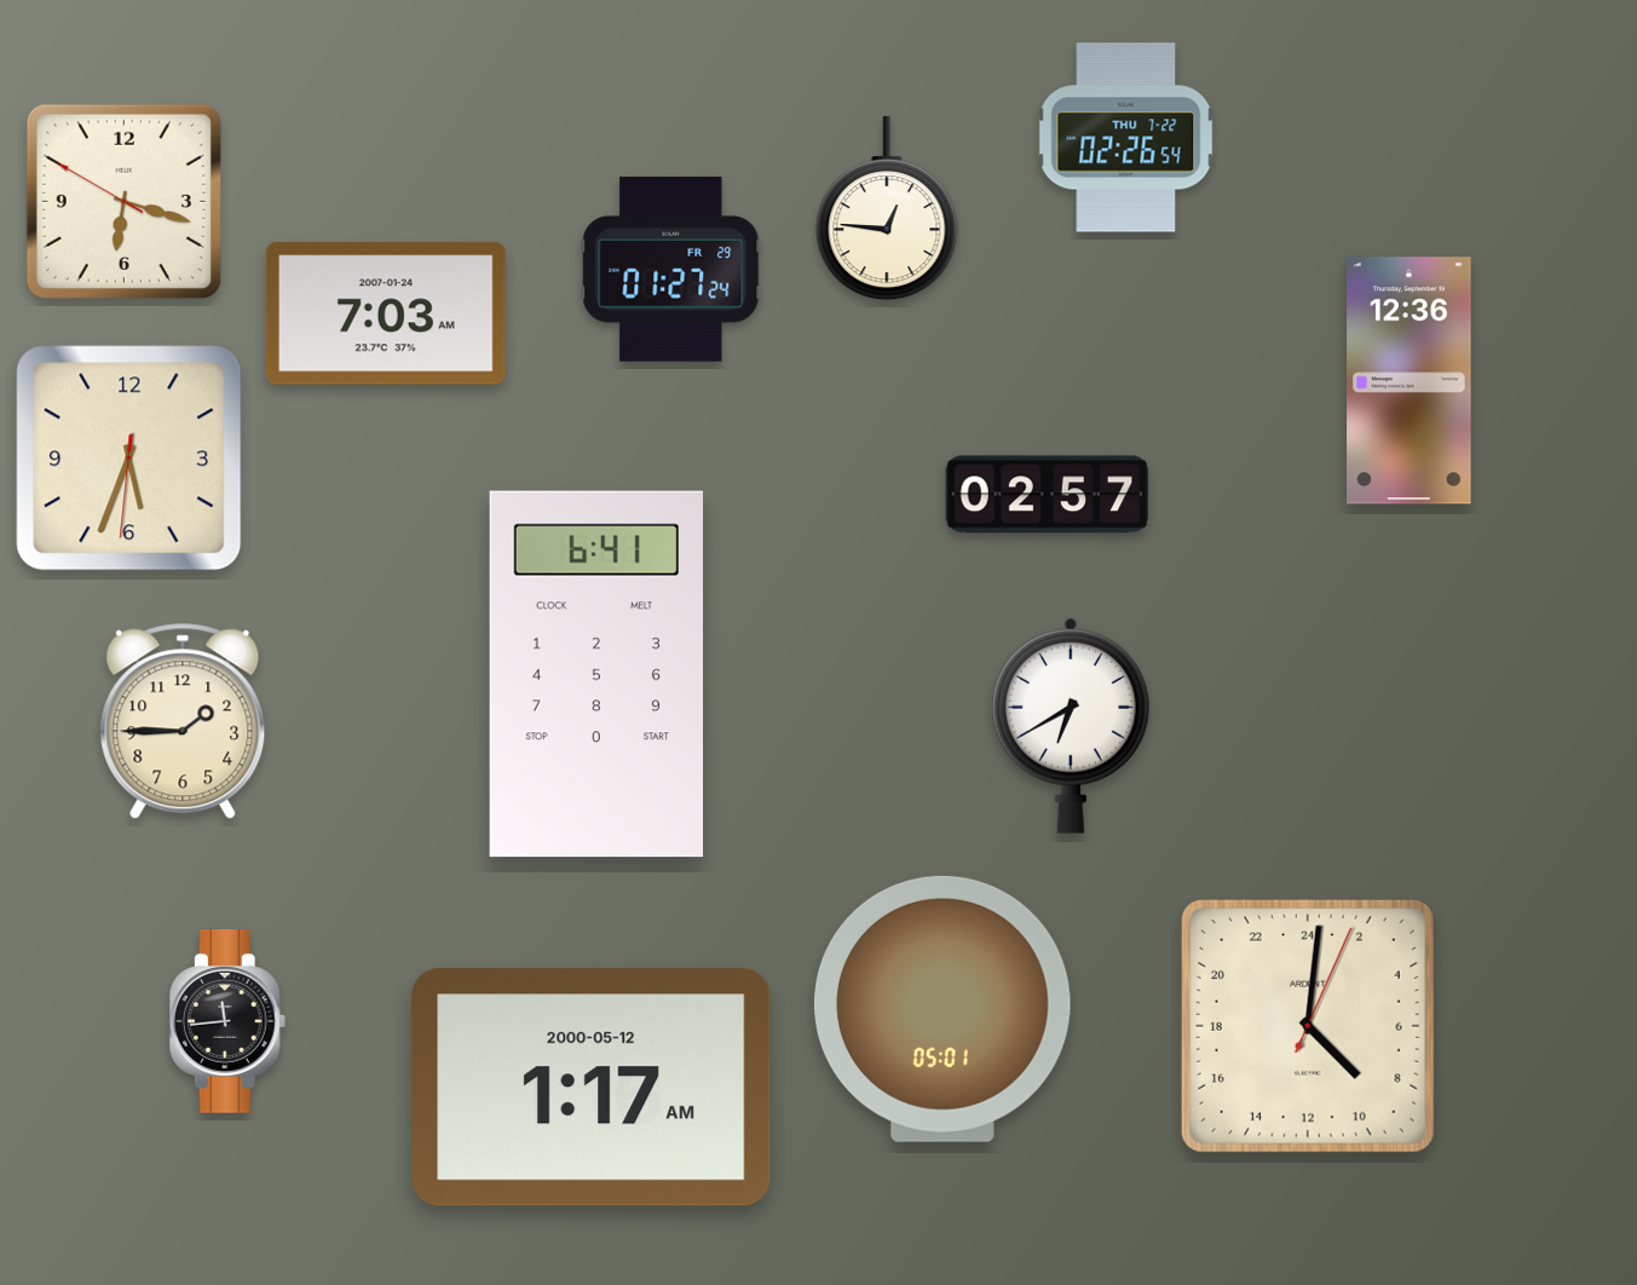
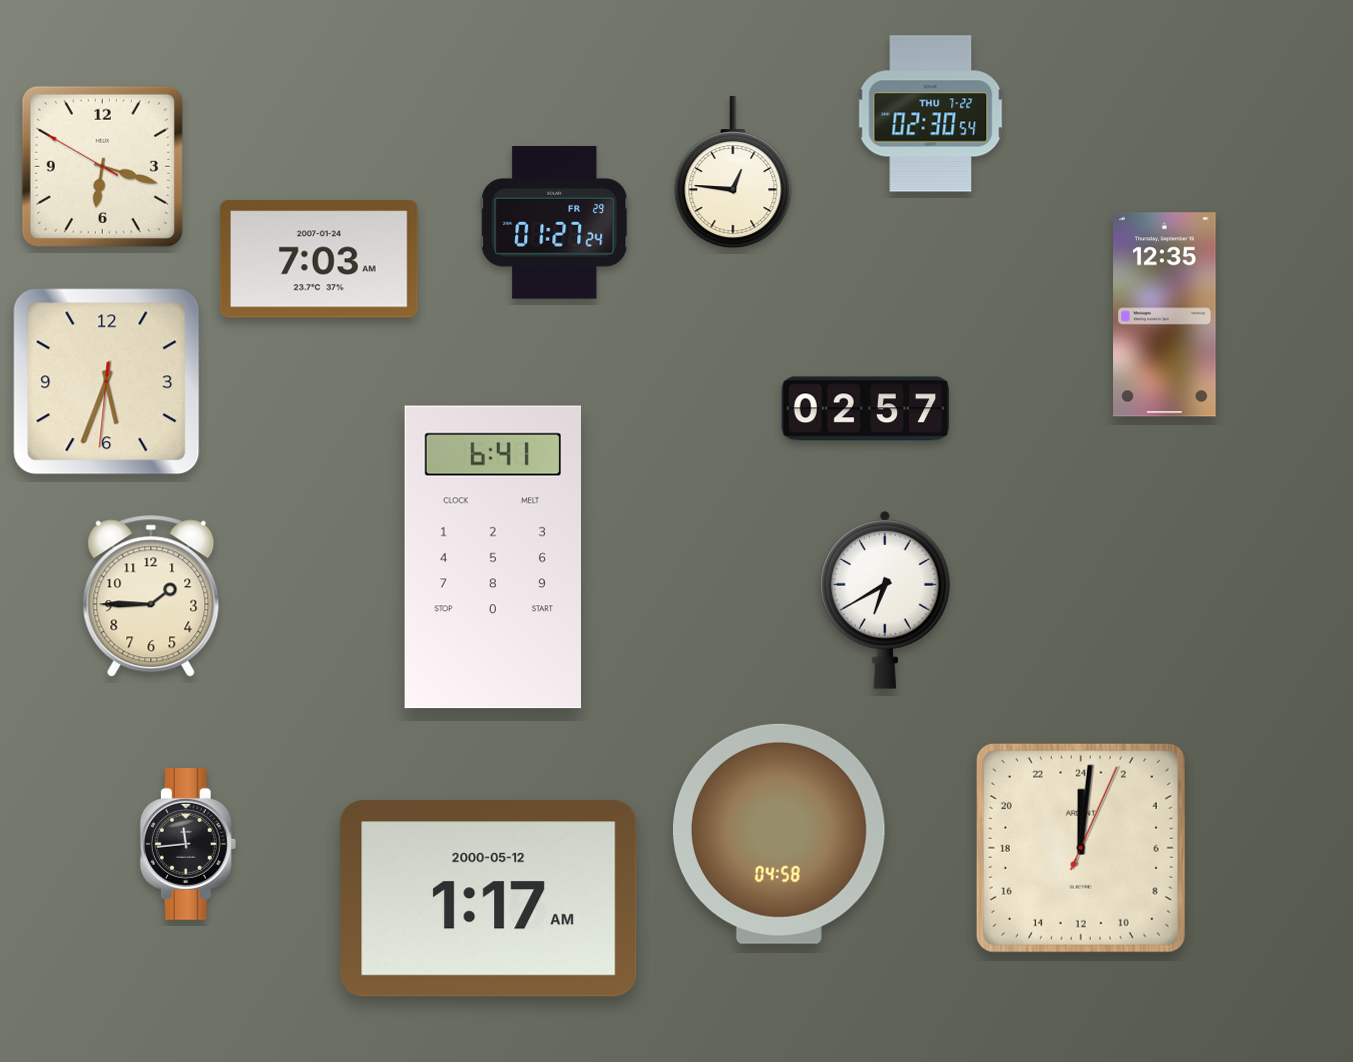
clock at (1126, 138): 02:26 -> 02:30
clock at (1410, 381): 12:36 -> 12:35
clock at (129, 459) position: (129, 459) -> (107, 382)
clock at (943, 1009): 05:01 -> 04:58
clock at (1308, 1026): 9:01 -> 0:01
